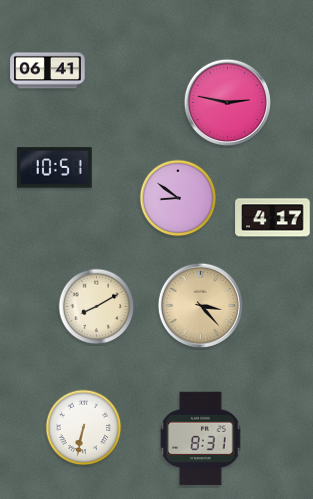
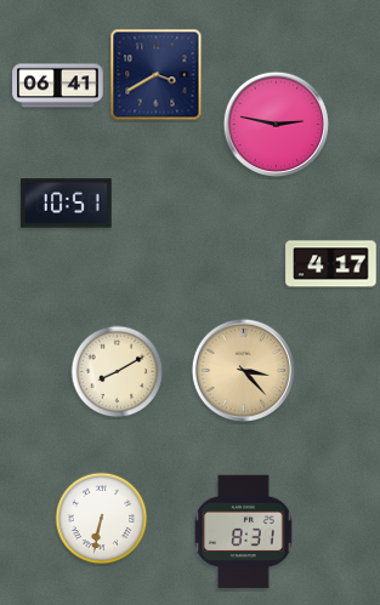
clock at (157, 75): none -> 3:40
clock at (178, 198): 8:51 -> none
